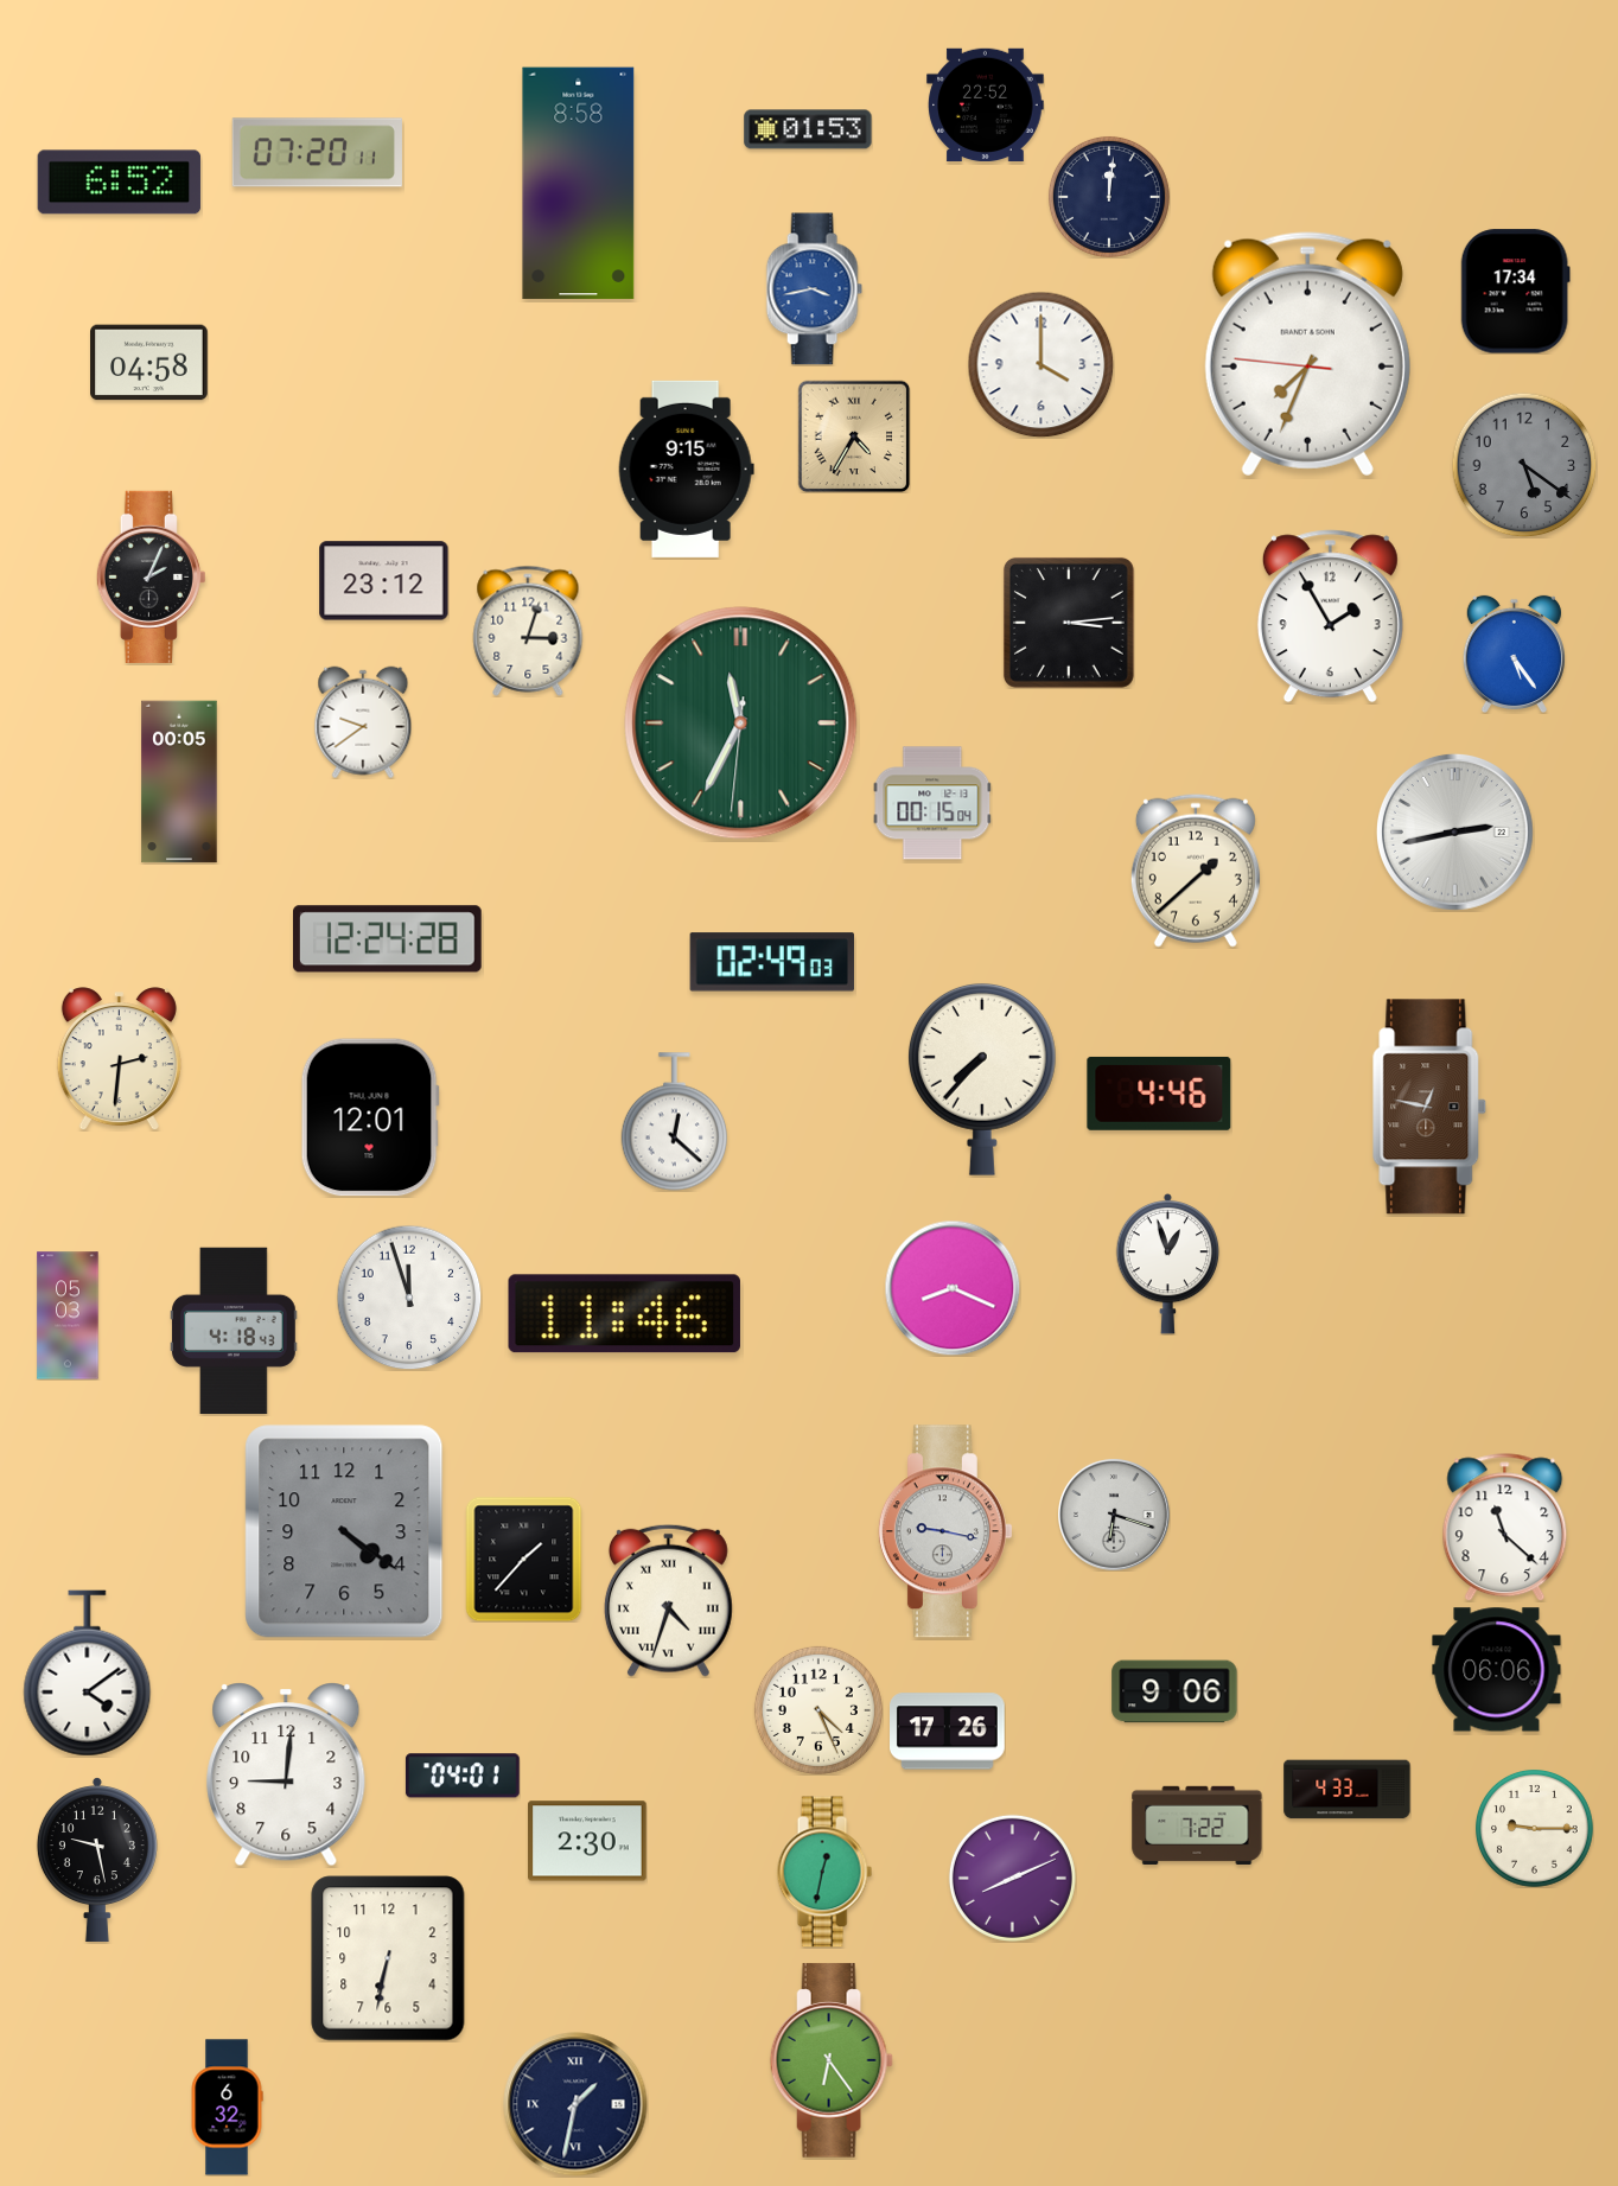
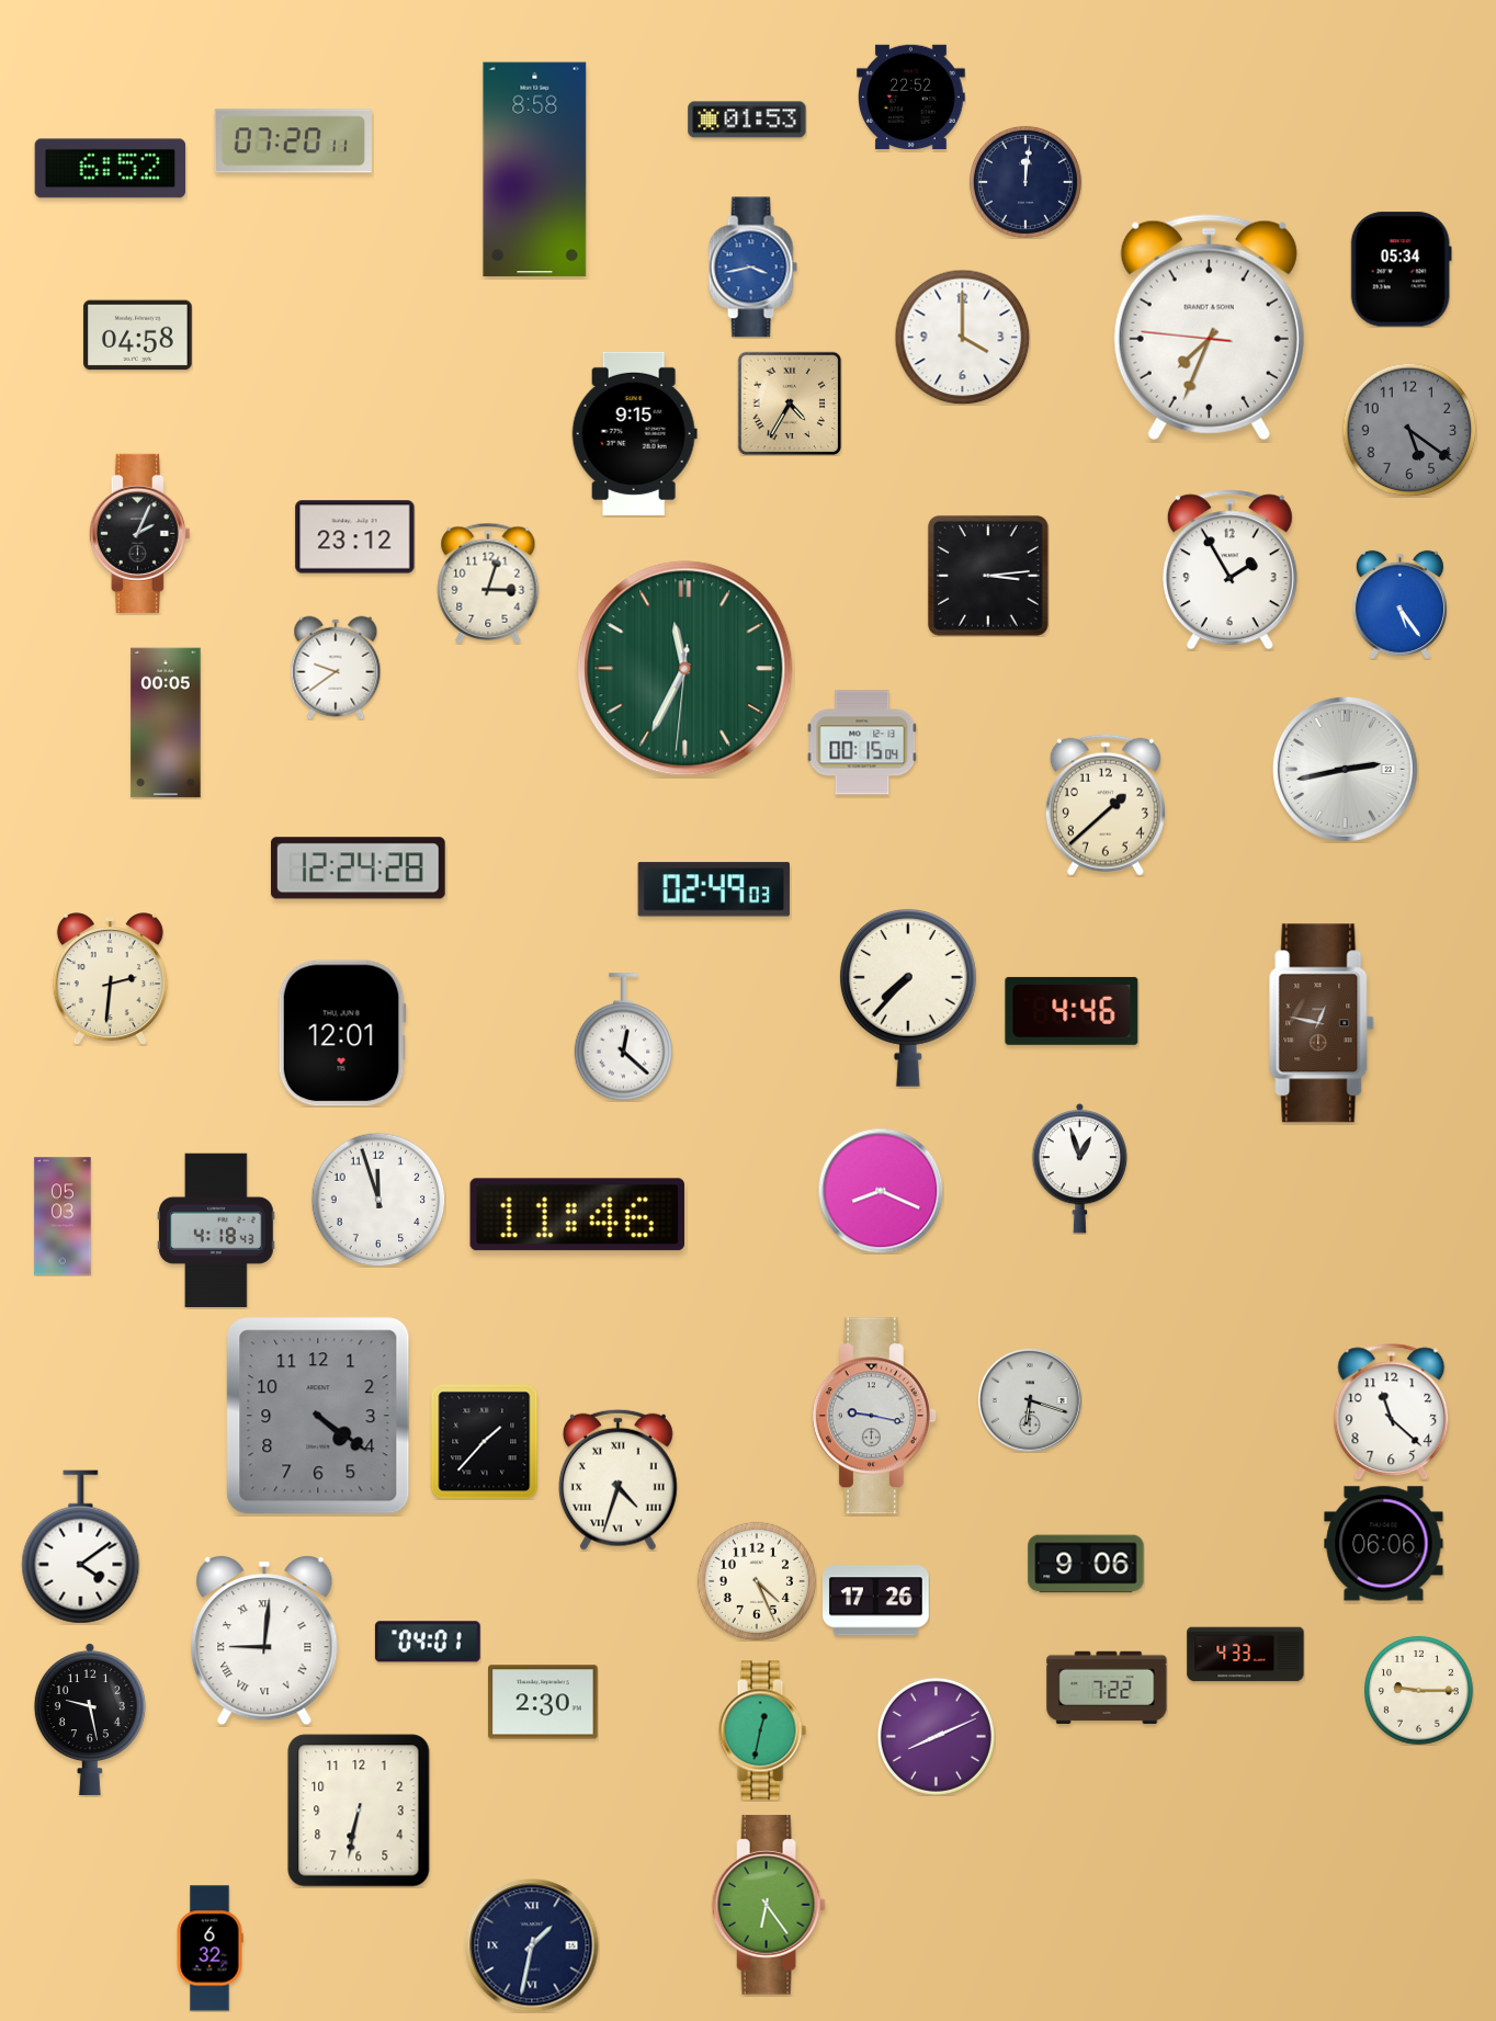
clock at (1515, 292): 17:34 -> 05:34
clock at (286, 1774) numerals: Arabic -> Roman
